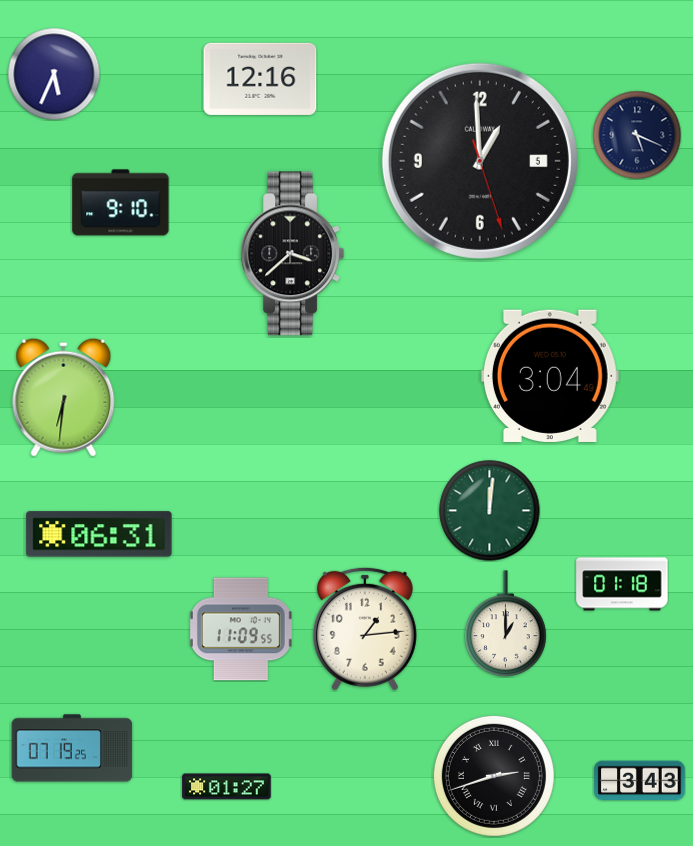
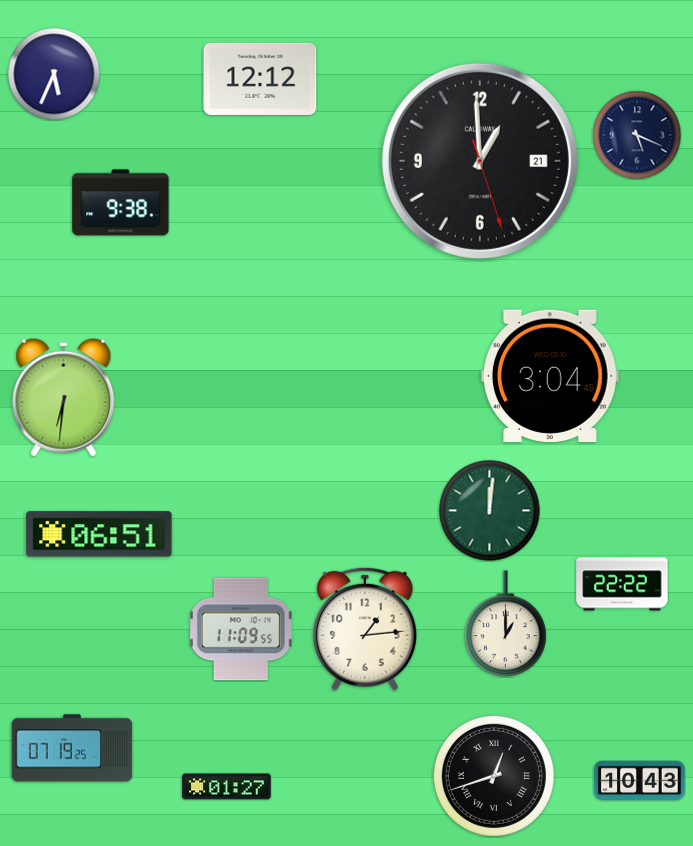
clock at (260, 79): 12:16 -> 12:12
clock at (480, 161) date: 5 -> 21
clock at (121, 203): 9:10 -> 9:38
clock at (293, 254): 3:38 -> none
clock at (99, 534): 06:31 -> 06:51
clock at (622, 584): 01:18 -> 22:22
clock at (494, 776): 2:42 -> 12:42
clock at (640, 781): 3:43 -> 10:43
